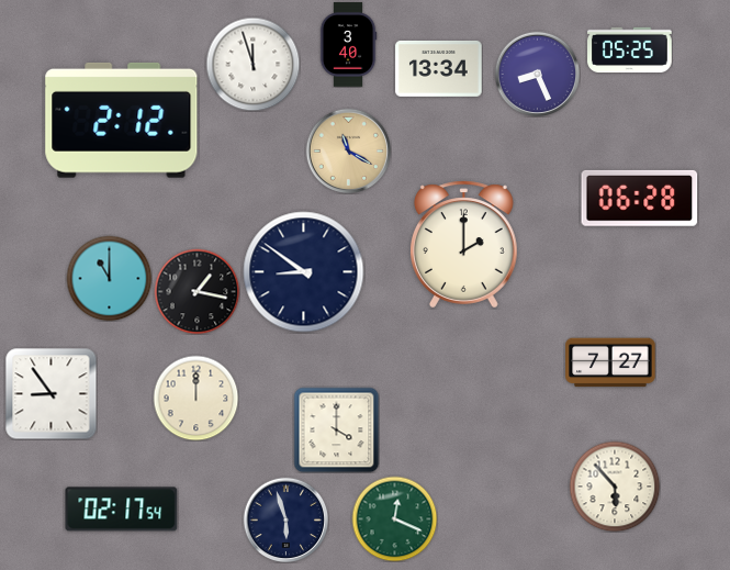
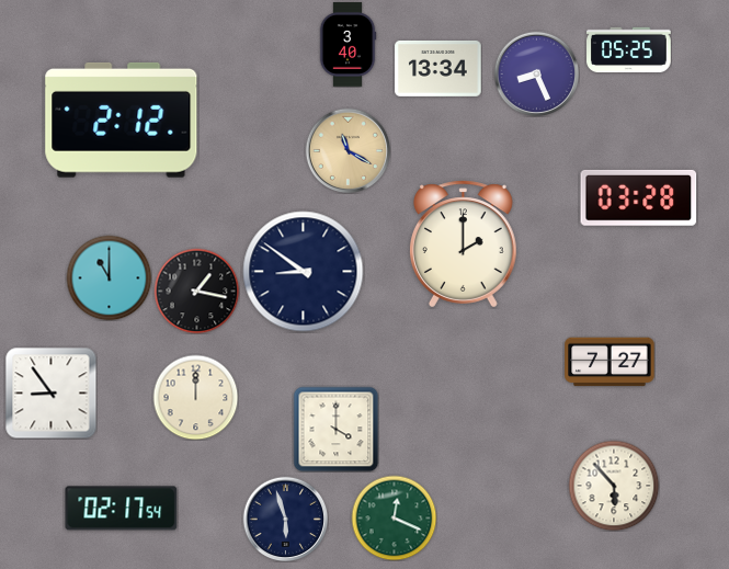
clock at (252, 64): 11:57 -> none
clock at (640, 198): 06:28 -> 03:28
